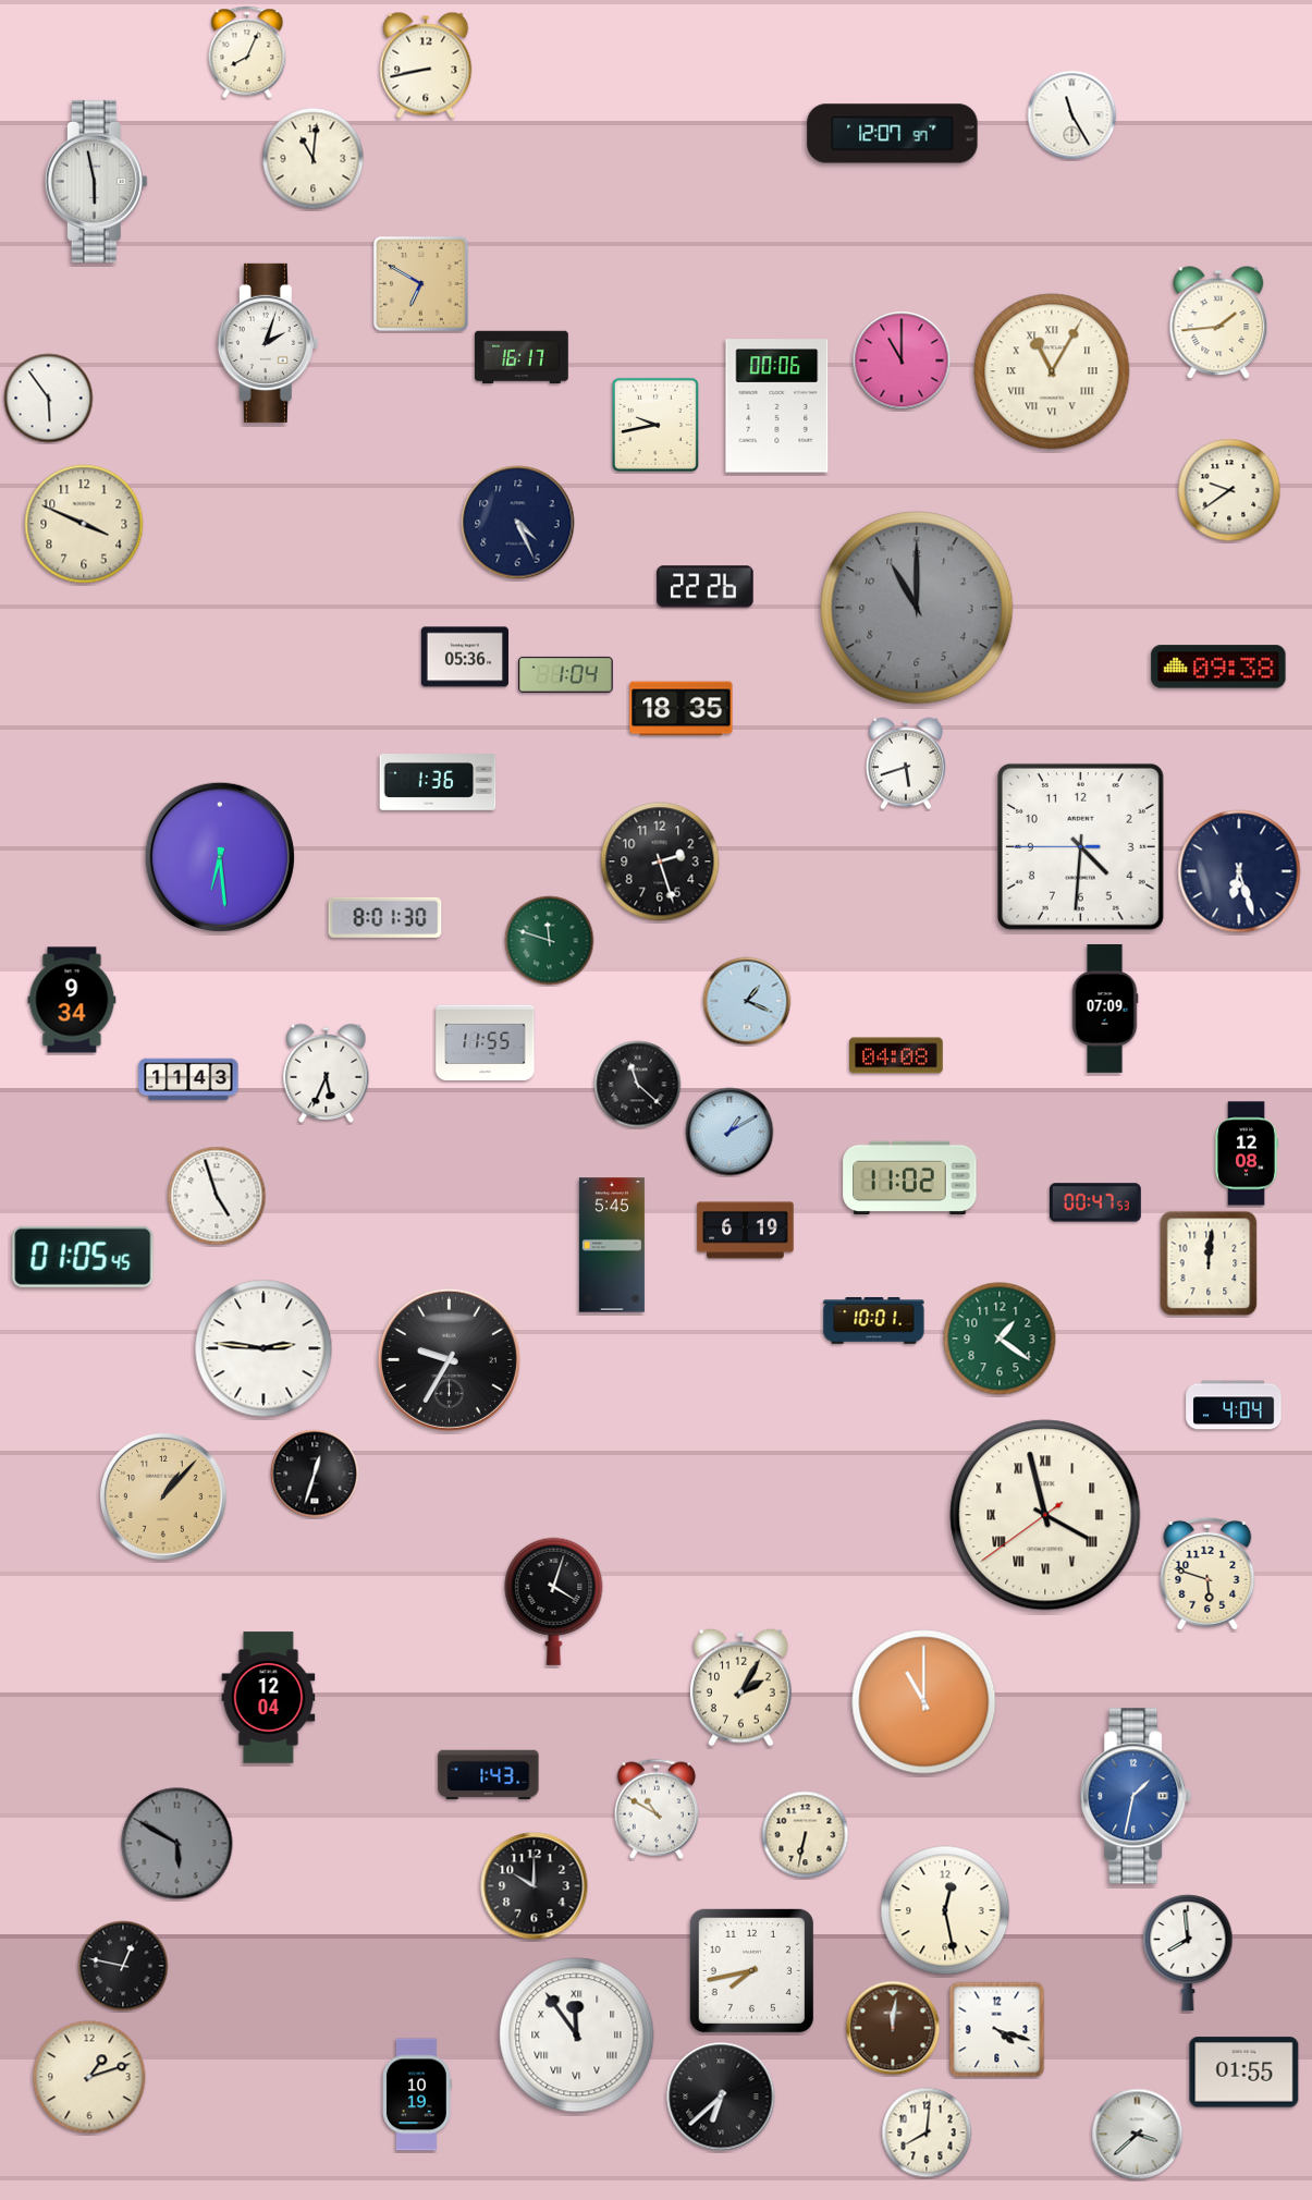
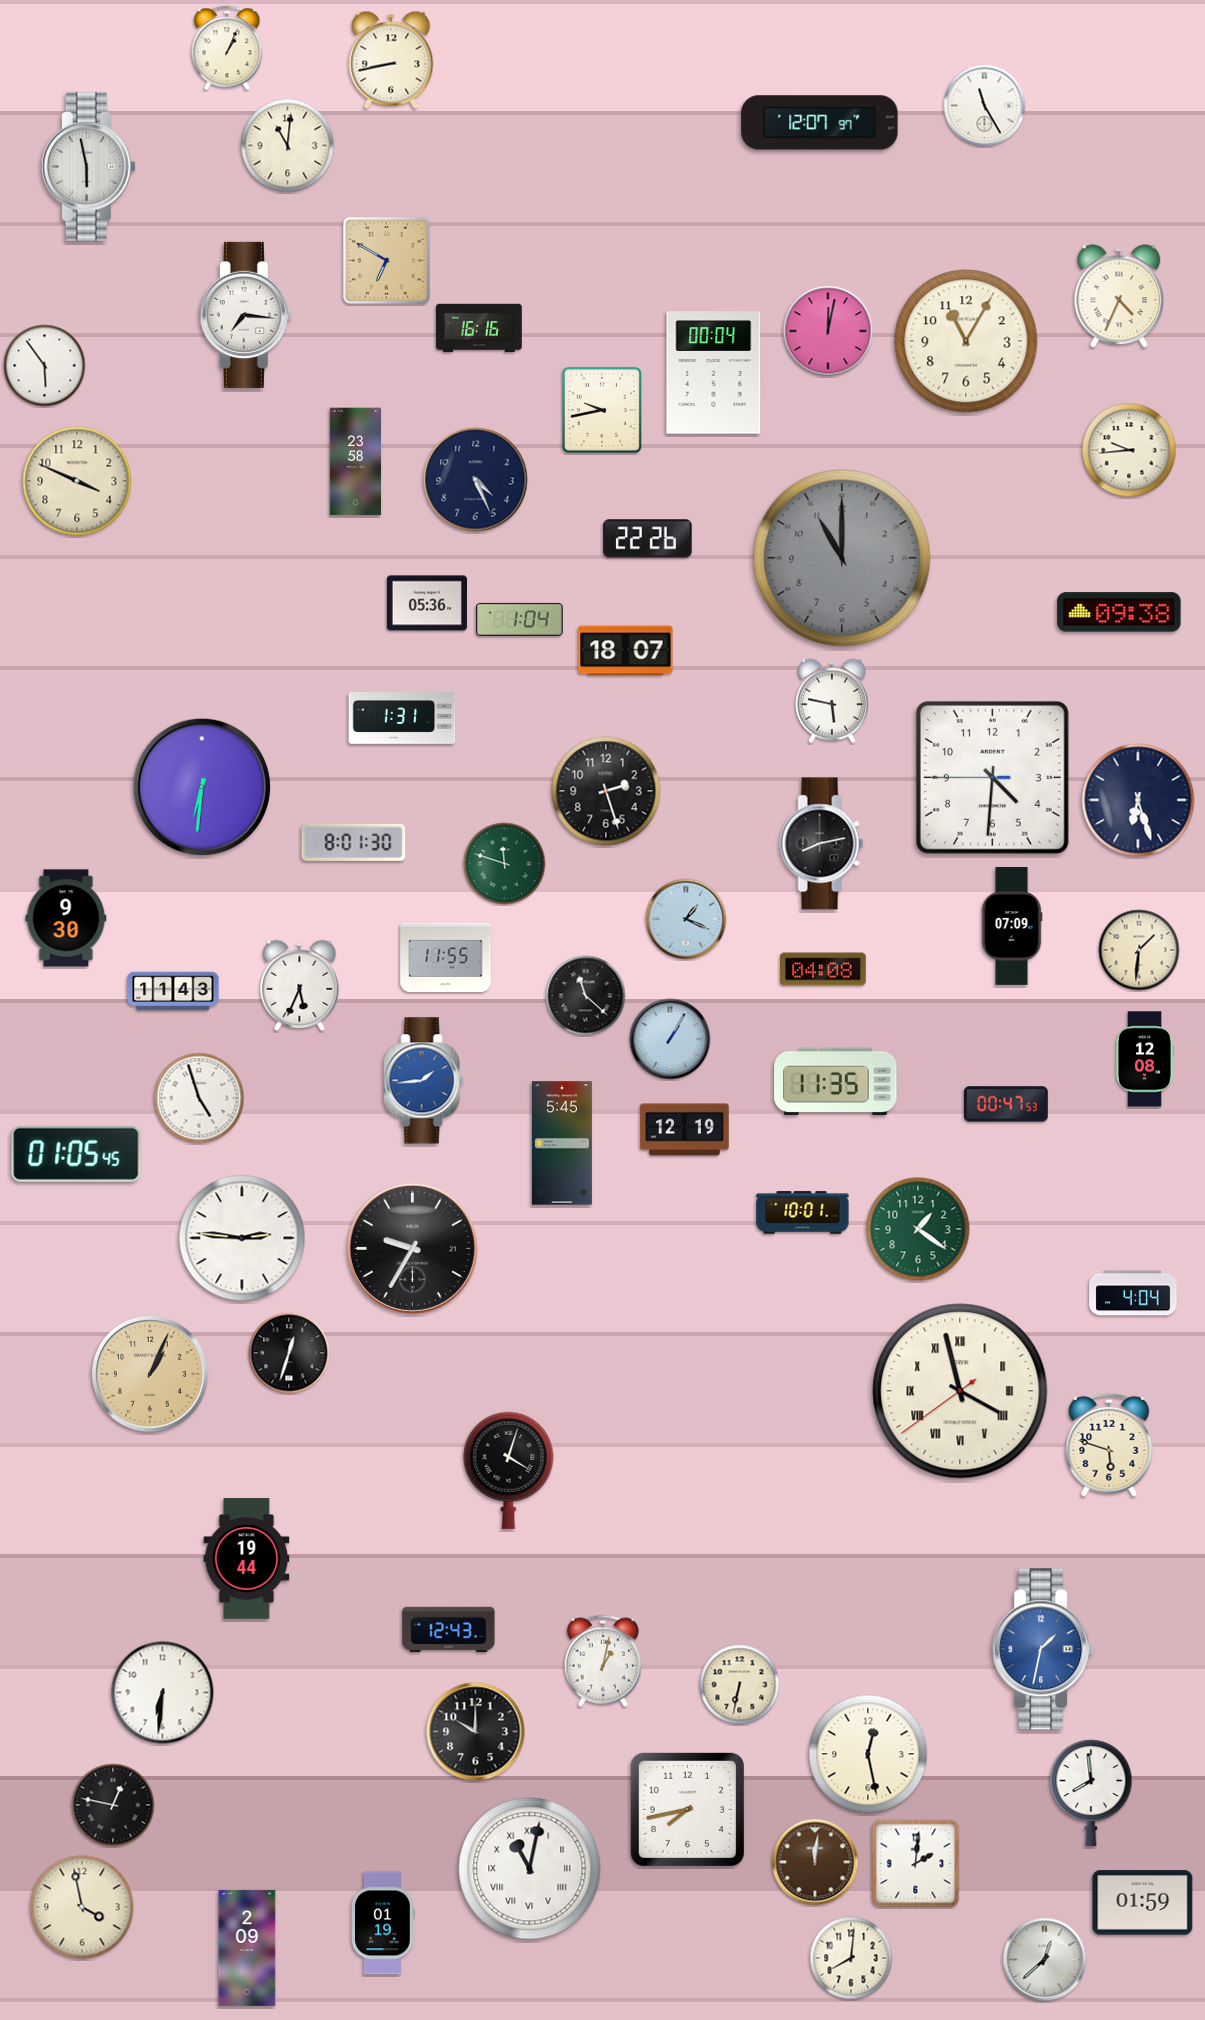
clock at (247, 52): 8:04 -> 1:04
clock at (1218, 323): 1:44 -> 4:34
clock at (268, 343): 2:03 -> 7:16
clock at (522, 357): 16:17 -> 16:16
clock at (902, 360): 11:00 -> 12:02
clock at (1052, 371) numerals: Roman -> Arabic
clock at (777, 406): 00:06 -> 00:04
clock at (655, 425) position: (655, 425) -> (602, 410)
clock at (1229, 490): 9:39 -> 9:44
clock at (356, 462): none -> 23:58
clock at (682, 709): 18:35 -> 18:07
clock at (906, 763): 5:42 -> 5:47
clock at (438, 783): 1:36 -> 1:31
clock at (220, 857): 6:29 -> 6:31
clock at (822, 844): none -> 8:13
clock at (72, 1000): 9:34 -> 9:30
clock at (1105, 1010) position: (1105, 1010) -> (1012, 927)
clock at (1139, 950): none -> 1:31
clock at (729, 1132): 1:10 -> 1:05
clock at (424, 1081): none -> 1:44
clock at (910, 1178): 11:02 -> 11:35
clock at (746, 1231): 6:19 -> 12:19
clock at (1209, 1263): 12:01 -> none
clock at (1234, 1405) position: (1234, 1405) -> (1133, 1293)
clock at (164, 1498): 1:07 -> 1:04
clock at (740, 1687): 2:05 -> none
clock at (269, 1698): 12:04 -> 19:44
clock at (924, 1702): 11:00 -> none
clock at (489, 1775): 1:43 -> 12:43
clock at (657, 1809): 10:50 -> 1:02
clock at (177, 1844): 5:50 -> 6:31
clock at (177, 1844) dial: grey -> white
clock at (535, 1886) position: (535, 1886) -> (476, 1732)
clock at (751, 1970) position: (751, 1970) -> (687, 1809)
clock at (893, 2028) position: (893, 2028) -> (815, 1862)
clock at (997, 2030): 4:18 -> 2:01
clock at (577, 2036): 11:54 -> 11:02
clock at (1244, 2073): 01:55 -> 01:59
clock at (89, 2077): 1:12 -> 3:58
clock at (417, 2094): 10:19 -> 01:19
clock at (721, 2097): 6:38 -> none
clock at (247, 1948): none -> 2:09
clock at (1138, 2135): 3:38 -> 12:38
